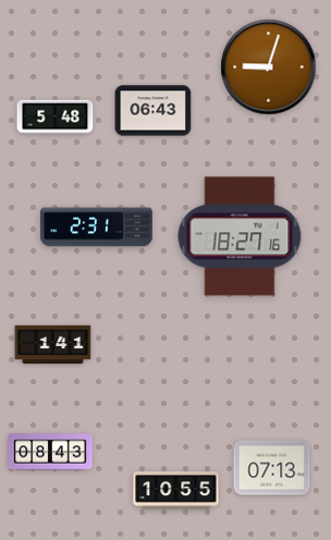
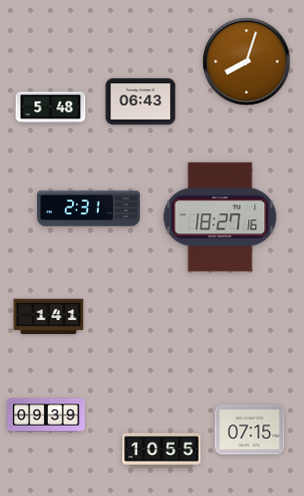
clock at (269, 67): 9:03 -> 8:03
clock at (50, 452): 08:43 -> 09:39
clock at (272, 468): 07:13 -> 07:15
